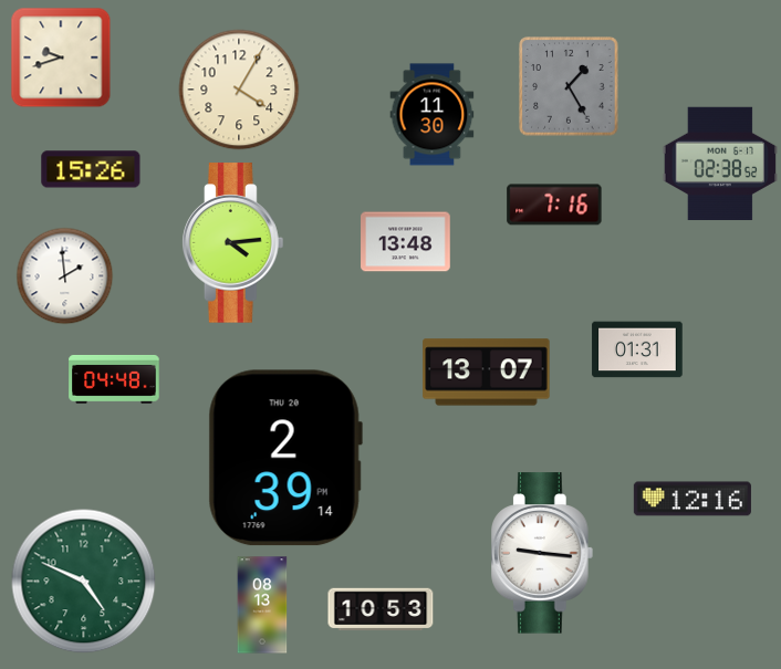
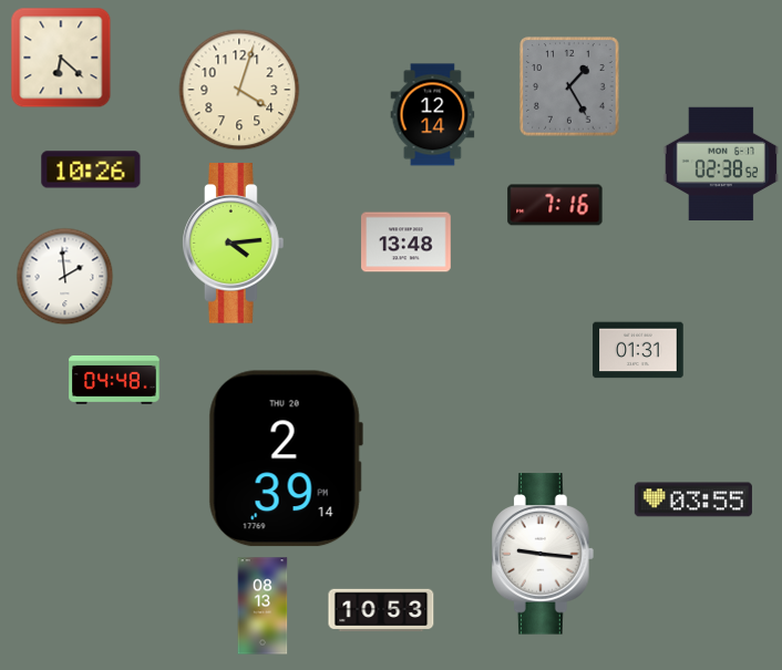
clock at (61, 58): 9:42 -> 6:22
clock at (239, 90): 4:05 -> 4:03
clock at (433, 115): 11:30 -> 12:14
clock at (91, 169): 15:26 -> 10:26
clock at (487, 373): 13:07 -> none
clock at (693, 499): 12:16 -> 03:55
clock at (84, 582): 4:49 -> none
